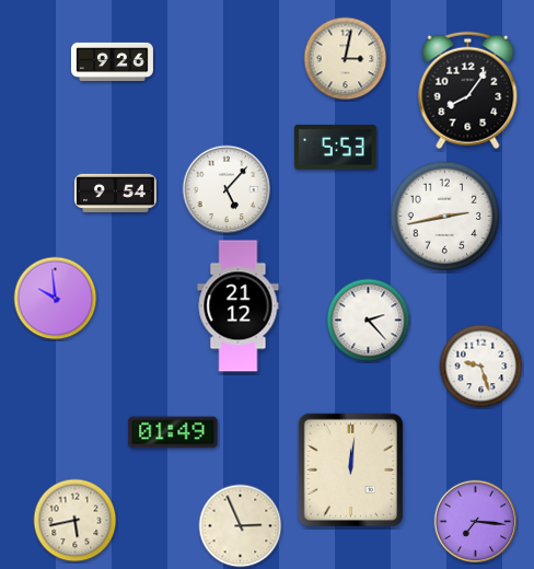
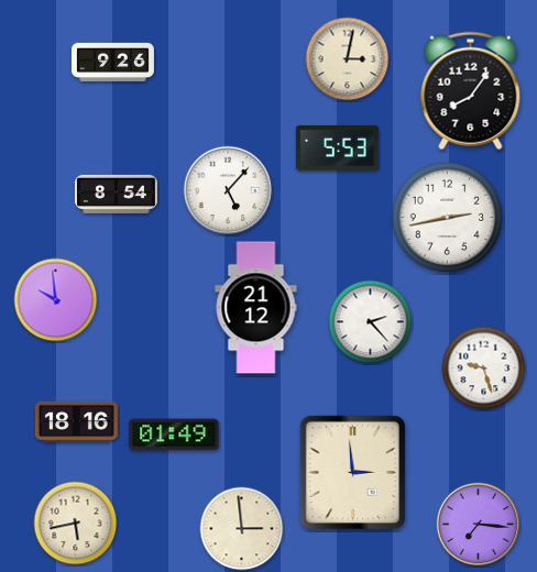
clock at (115, 193): 9:54 -> 8:54
clock at (239, 306) position: (239, 306) -> (256, 308)
clock at (76, 421): none -> 18:16
clock at (350, 469): 12:01 -> 2:59
clock at (241, 526): 2:56 -> 2:59
